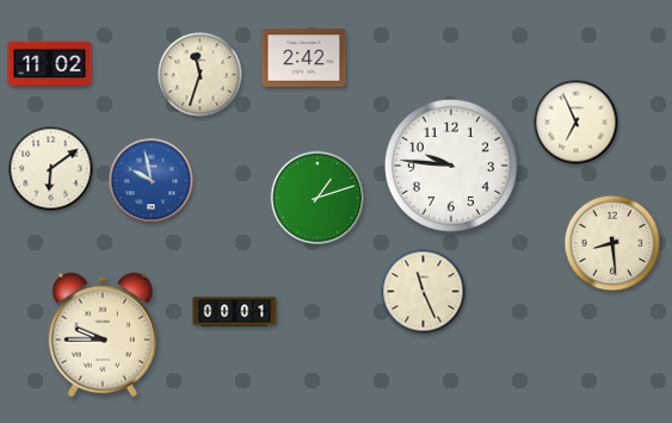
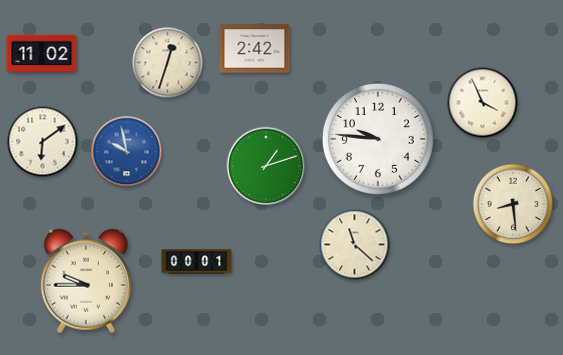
clock at (201, 75): 11:33 -> 12:33
clock at (577, 123): 6:56 -> 3:56
clock at (424, 292): 11:26 -> 11:22
